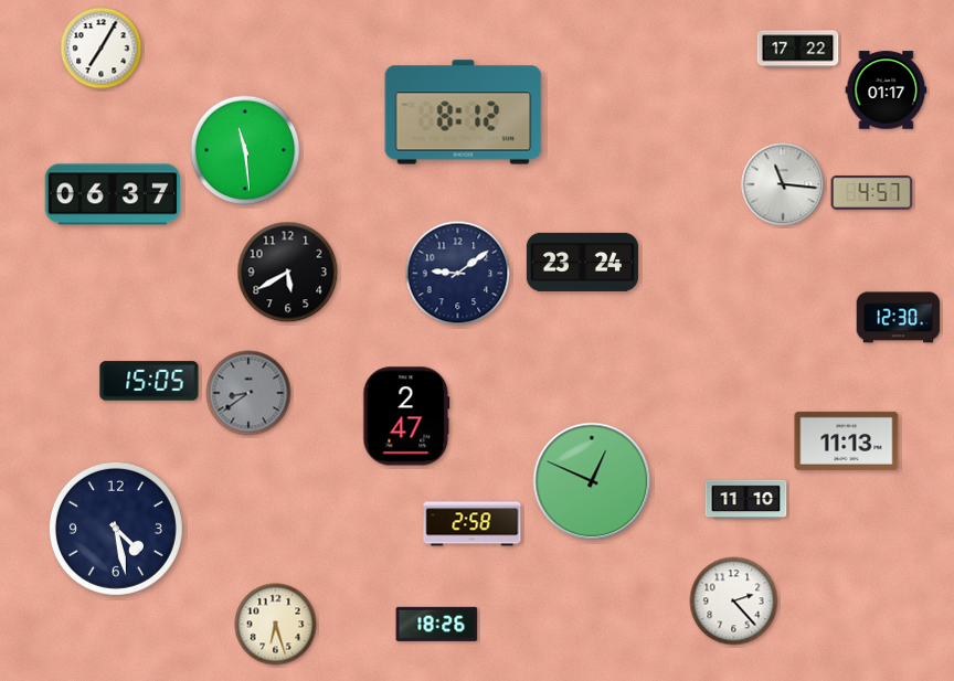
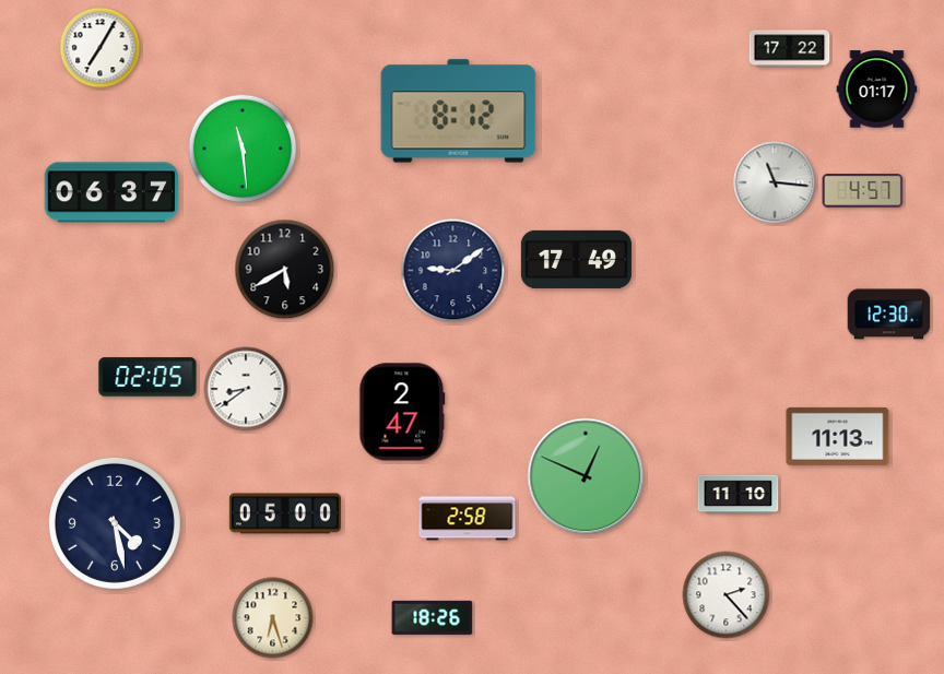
clock at (582, 262): 23:24 -> 17:49
clock at (149, 381): 15:05 -> 02:05
clock at (248, 393) dial: grey -> white
clock at (285, 513): none -> 05:00
